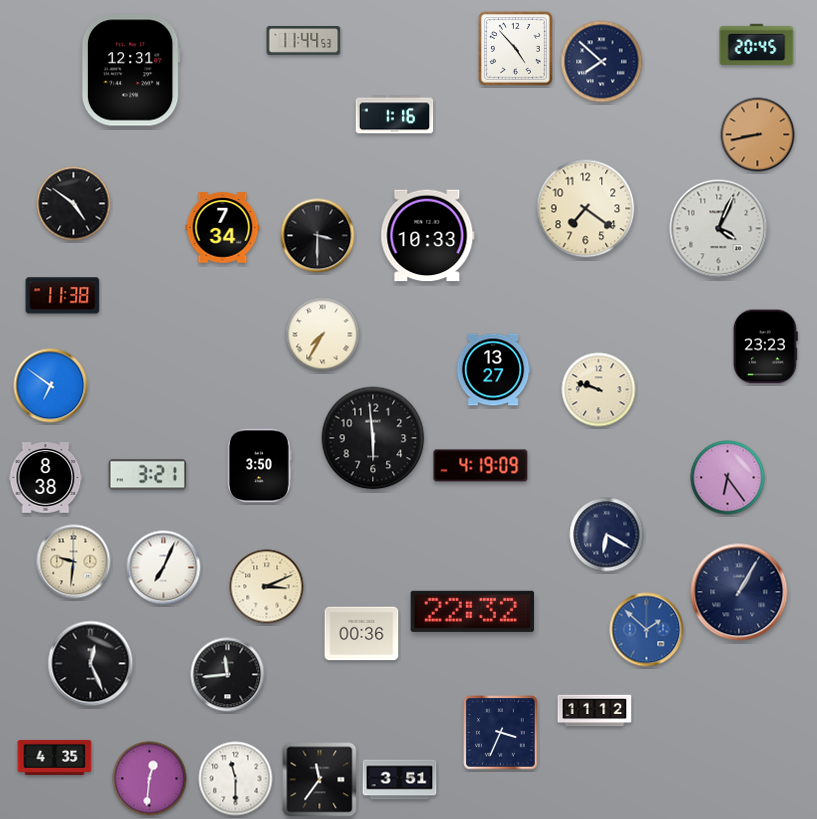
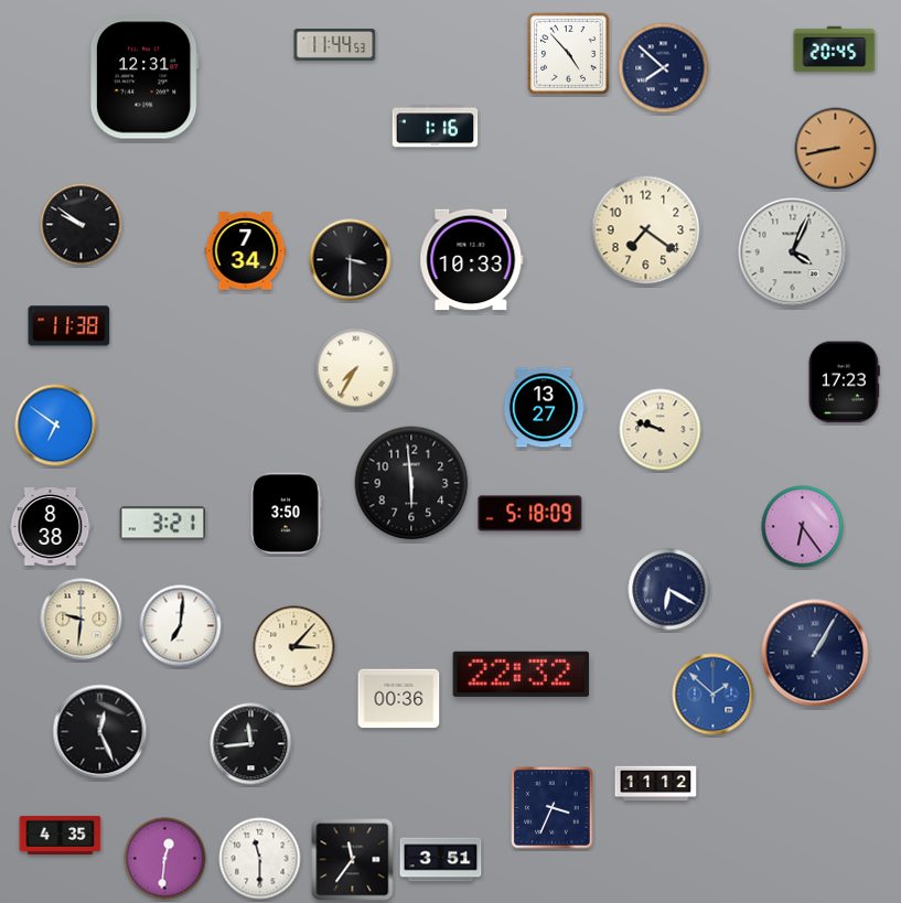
clock at (74, 204): 4:51 -> 9:51
clock at (765, 347): 23:23 -> 17:23
clock at (481, 466): 4:19 -> 5:18
clock at (164, 568): 7:04 -> 7:01
clock at (267, 587): 3:11 -> 3:07
